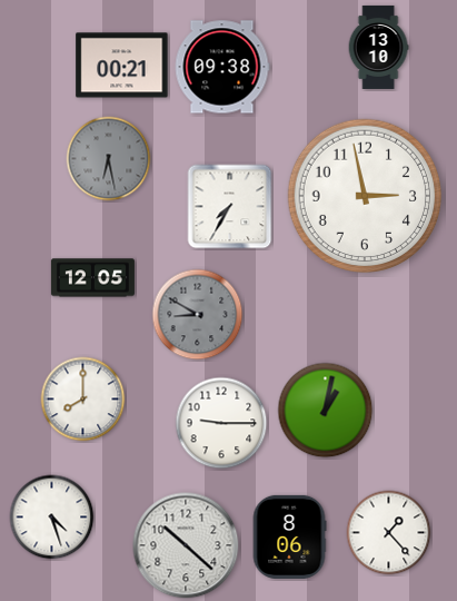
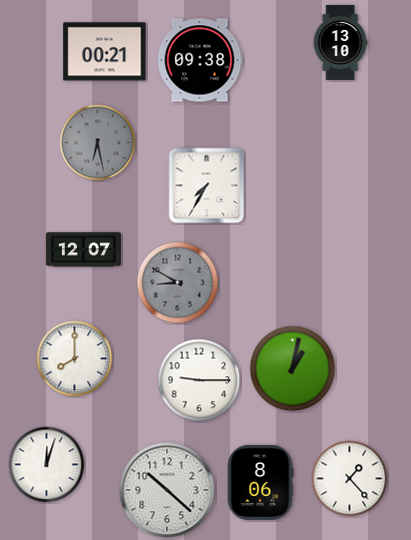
clock at (122, 66) position: (122, 66) -> (105, 52)
clock at (365, 196): 2:58 -> none
clock at (92, 278): 12:05 -> 12:07
clock at (52, 518): 4:27 -> 12:03
